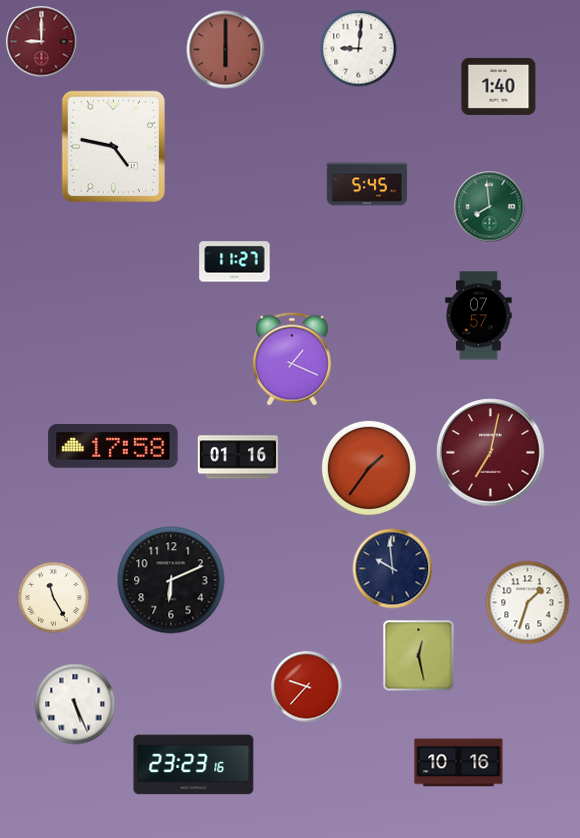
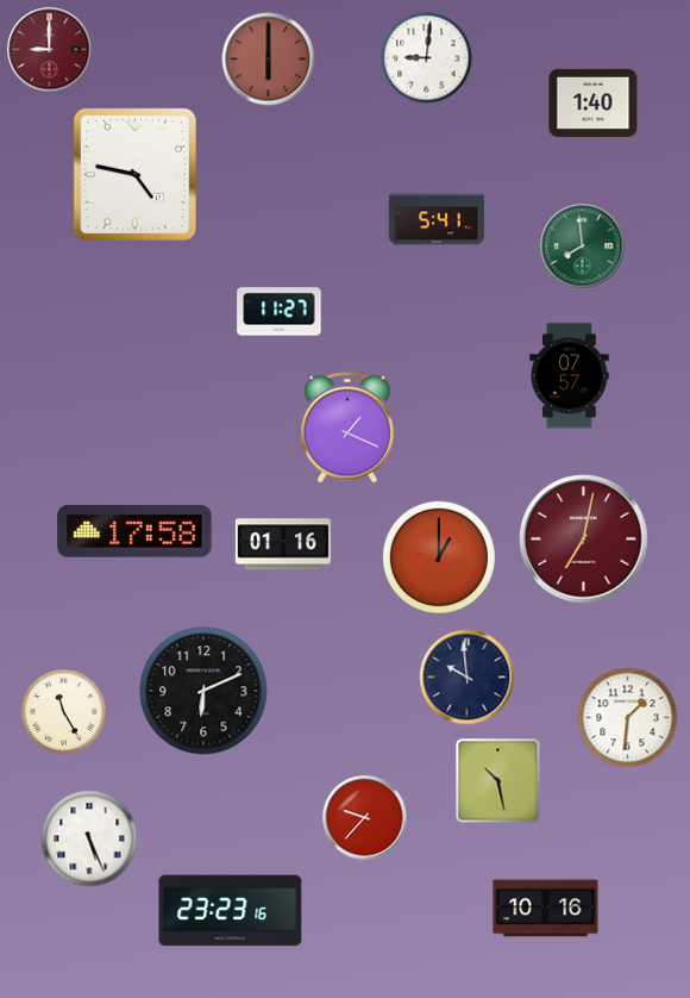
clock at (367, 184): 5:45 -> 5:41
clock at (369, 468): 1:36 -> 1:00
clock at (528, 603): 1:33 -> 1:31
clock at (419, 656): 12:28 -> 10:28
